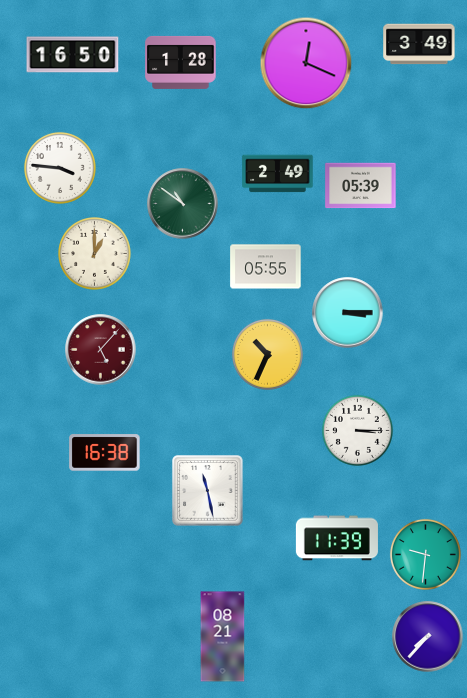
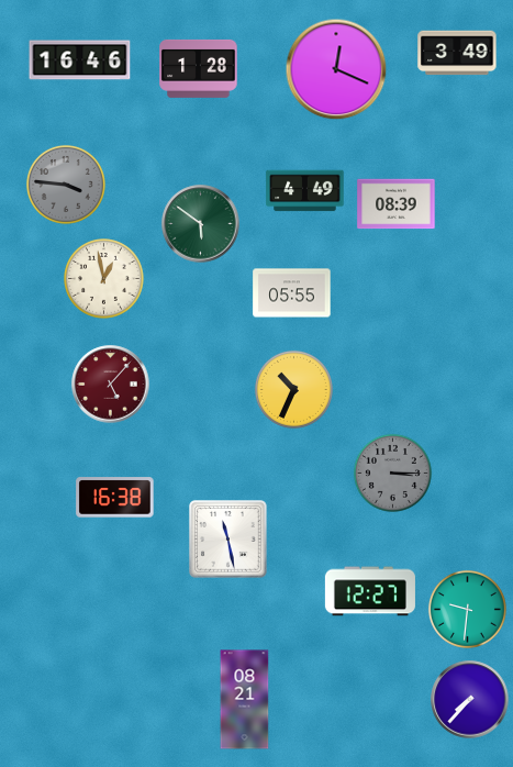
clock at (419, 44) position: (419, 44) -> (457, 53)
clock at (73, 55): 16:50 -> 16:46
clock at (60, 168) dial: white -> grey
clock at (278, 174): 2:49 -> 4:49
clock at (361, 186): 05:39 -> 08:39
clock at (183, 204): 10:51 -> 5:51
clock at (95, 254): 1:00 -> 12:58
clock at (348, 313): 3:15 -> none
clock at (357, 430) dial: white -> grey
clock at (337, 538): 11:39 -> 12:27
